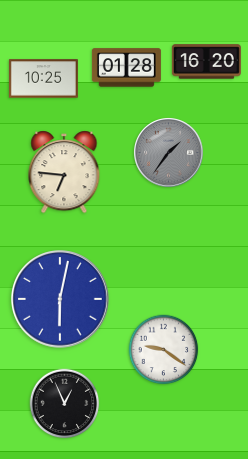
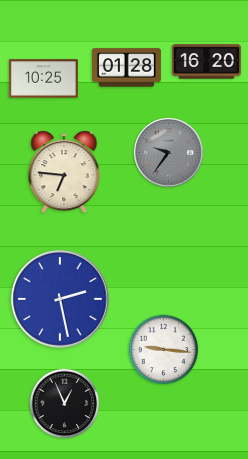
clock at (169, 153): 1:36 -> 9:36
clock at (60, 299): 6:02 -> 2:28
clock at (164, 350): 9:21 -> 9:16
